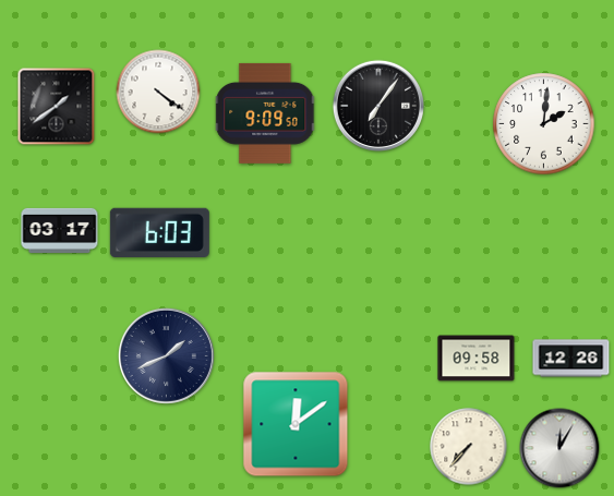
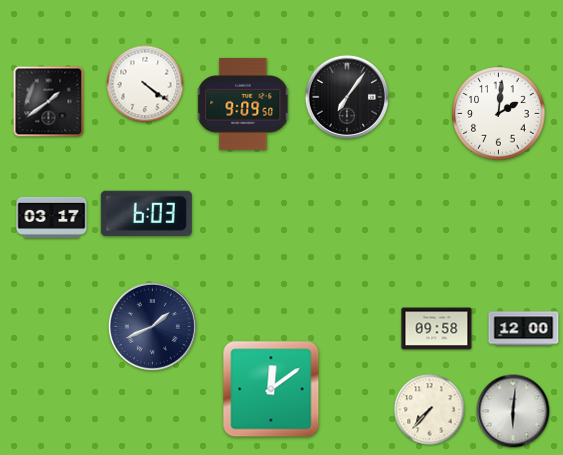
clock at (57, 107) position: (57, 107) -> (49, 102)
clock at (60, 230) position: (60, 230) -> (52, 217)
clock at (571, 359): 12:26 -> 12:00
clock at (559, 448): 12:05 -> 6:01
